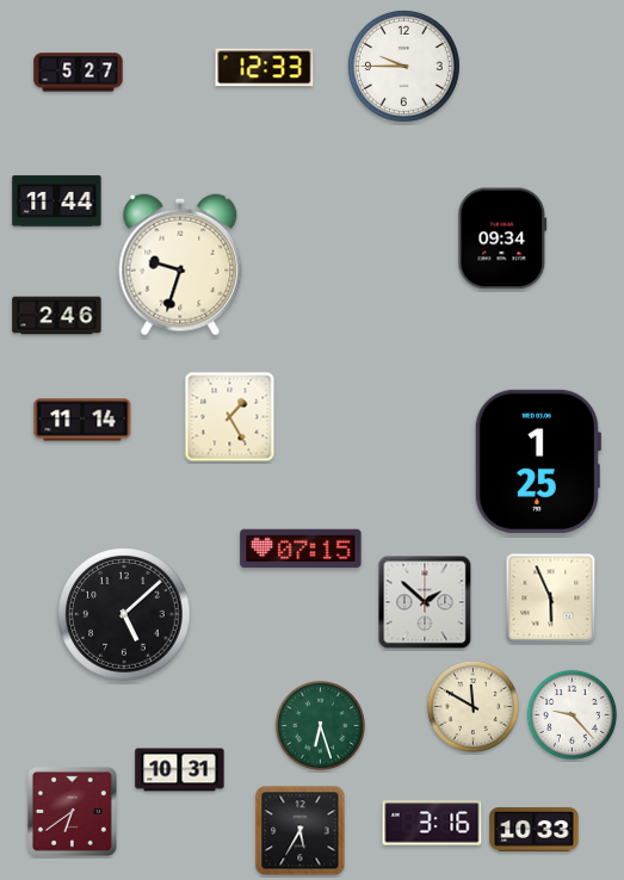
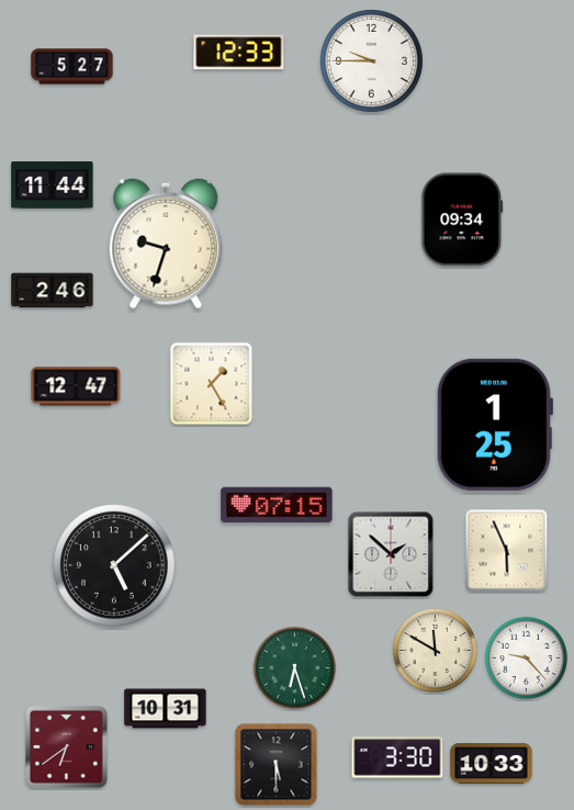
clock at (265, 68) position: (265, 68) -> (239, 53)
clock at (82, 420): 11:14 -> 12:47
clock at (432, 823): 3:16 -> 3:30
clock at (301, 831): 5:35 -> 5:30
